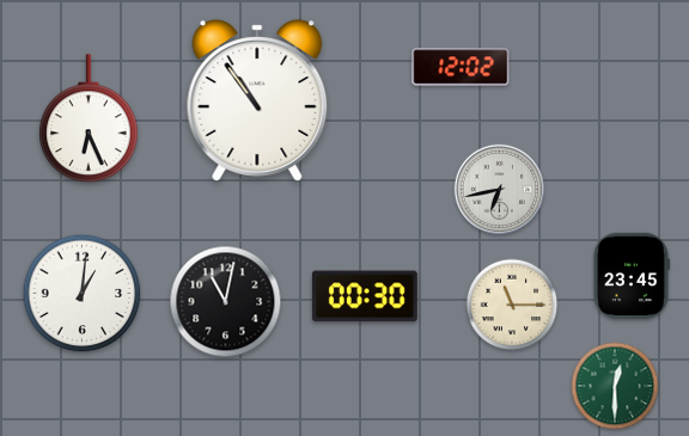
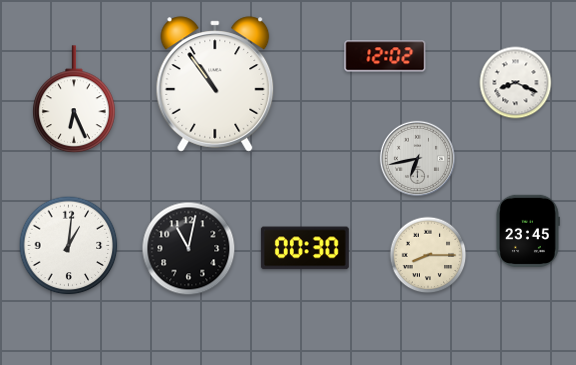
clock at (516, 83): none -> 8:19
clock at (226, 302) position: (226, 302) -> (189, 249)
clock at (512, 305): 11:15 -> 8:15
clock at (615, 386): 12:30 -> none
